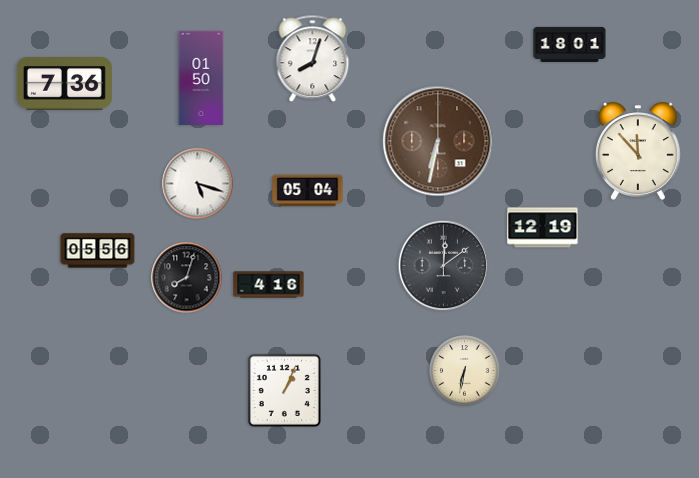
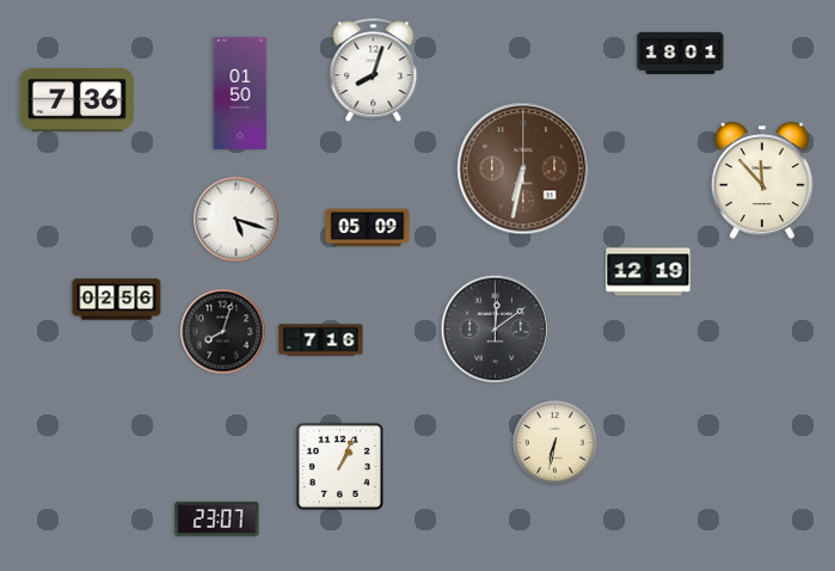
clock at (308, 191): 05:04 -> 05:09
clock at (98, 251): 05:56 -> 02:56
clock at (444, 266) position: (444, 266) -> (496, 330)
clock at (269, 285): 4:16 -> 7:16
clock at (217, 518): none -> 23:07
